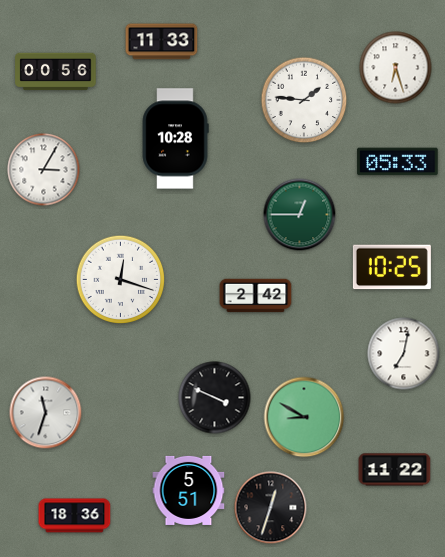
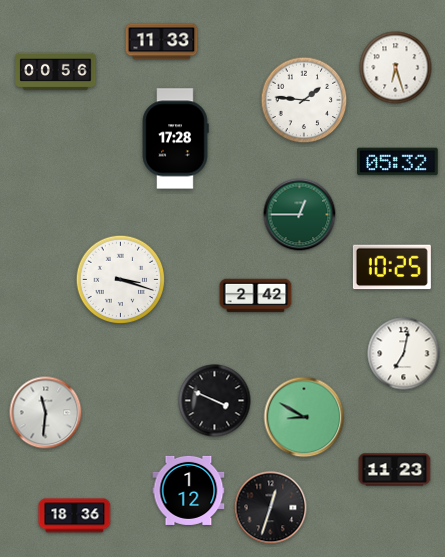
clock at (175, 139): 10:28 -> 17:28
clock at (398, 162): 05:33 -> 05:32
clock at (44, 170): 3:05 -> none
clock at (121, 280): 12:18 -> 3:18
clock at (215, 398) position: (215, 398) -> (215, 401)
clock at (46, 413): 11:33 -> 11:31
clock at (395, 470): 11:22 -> 11:23
clock at (189, 490): 5:51 -> 1:12
